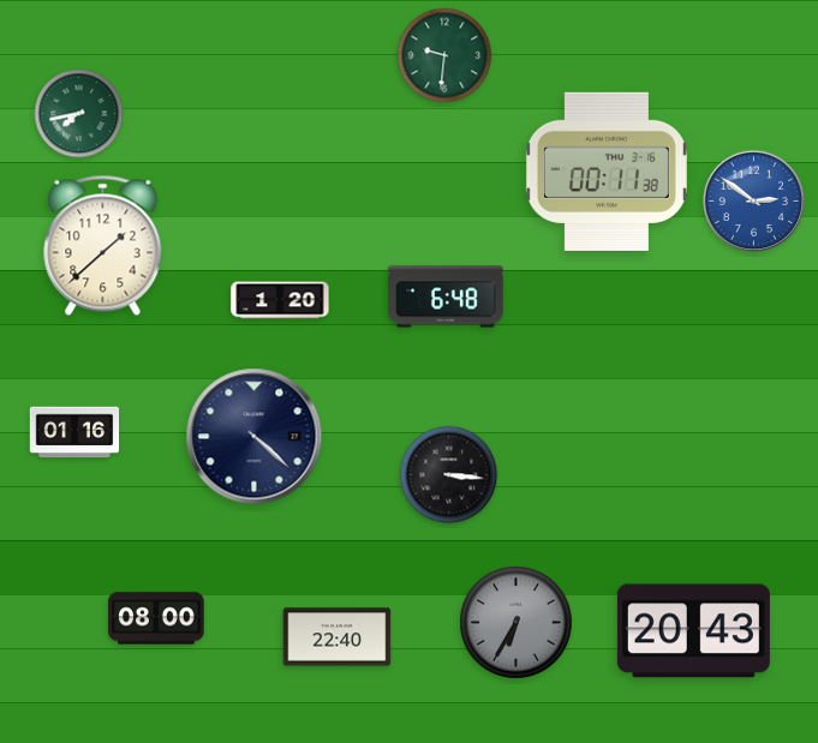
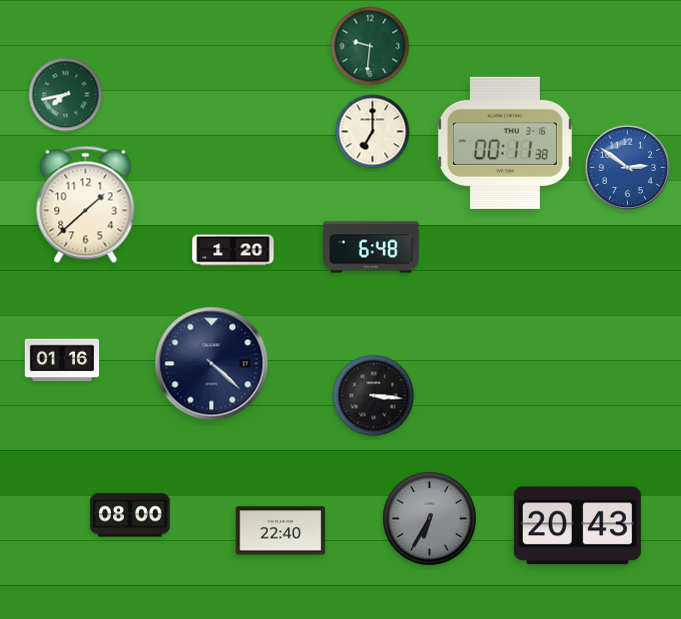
clock at (373, 132): none -> 7:00
